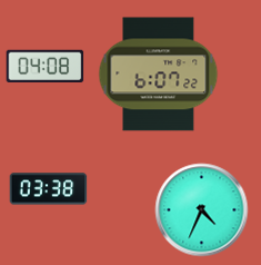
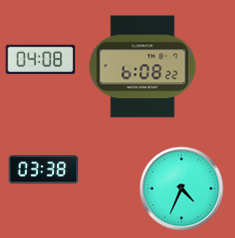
clock at (159, 75): 6:07 -> 6:08
